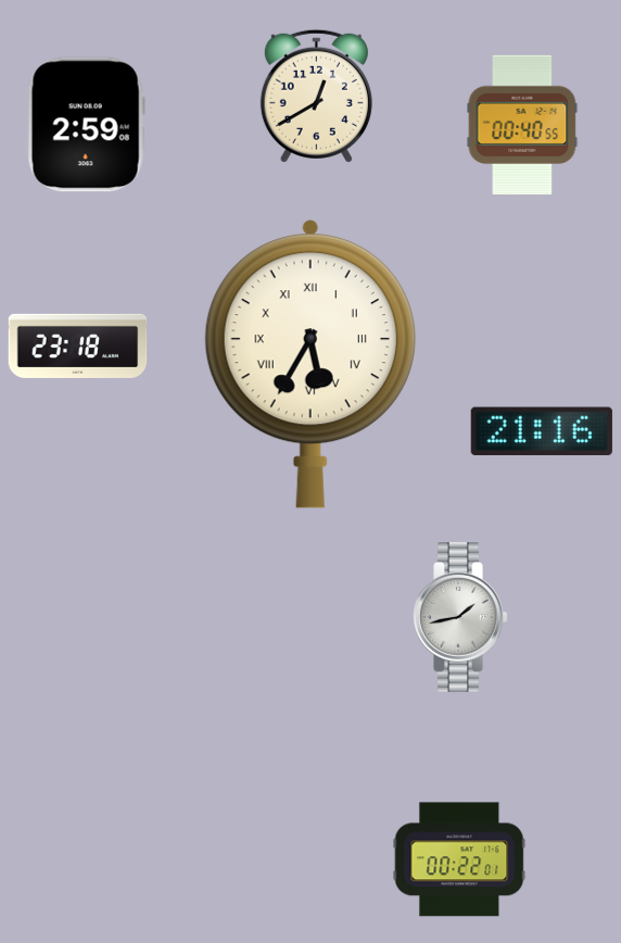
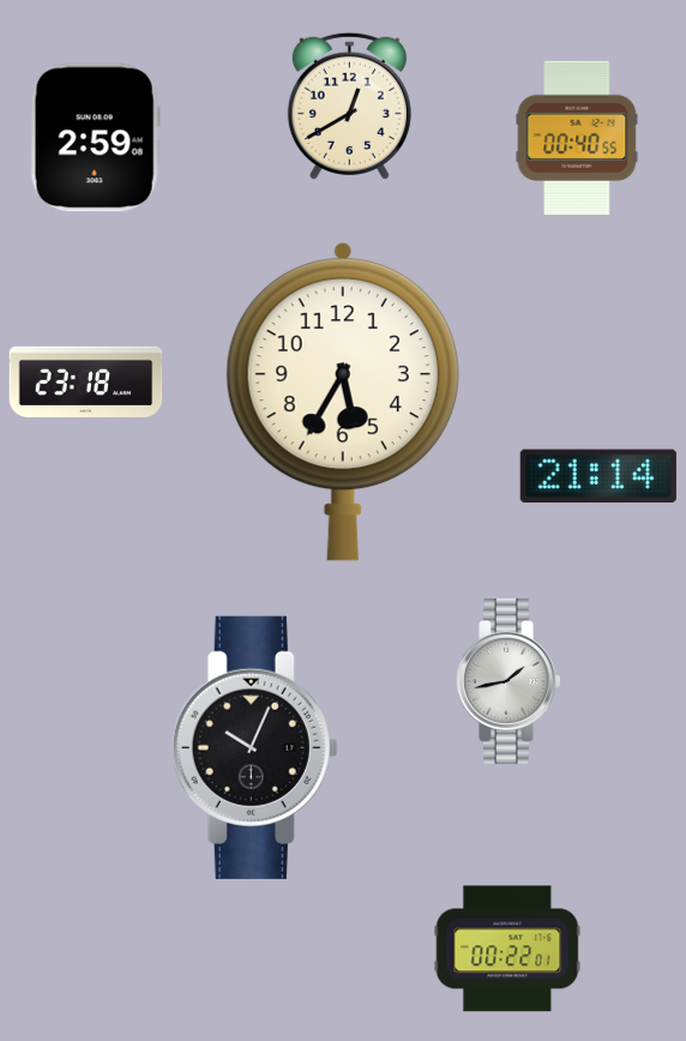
clock at (310, 364) numerals: Roman -> Arabic
clock at (542, 431): 21:16 -> 21:14
clock at (254, 747): none -> 10:04
